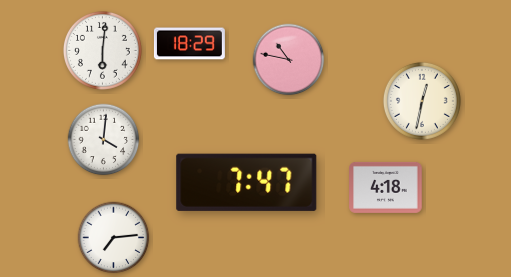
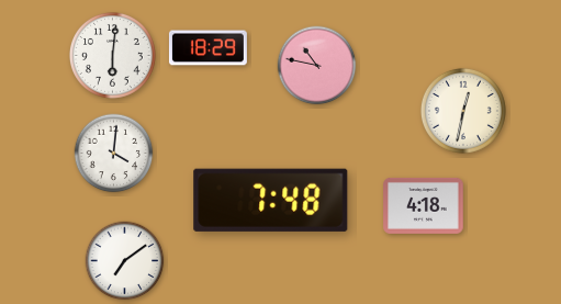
clock at (247, 182): 7:47 -> 7:48
clock at (114, 238): 7:14 -> 7:09
